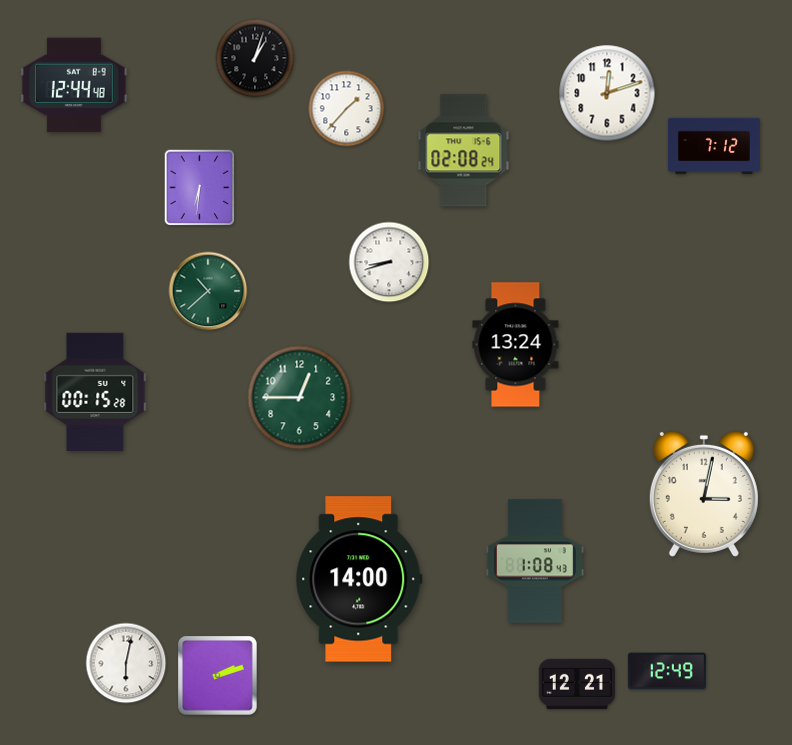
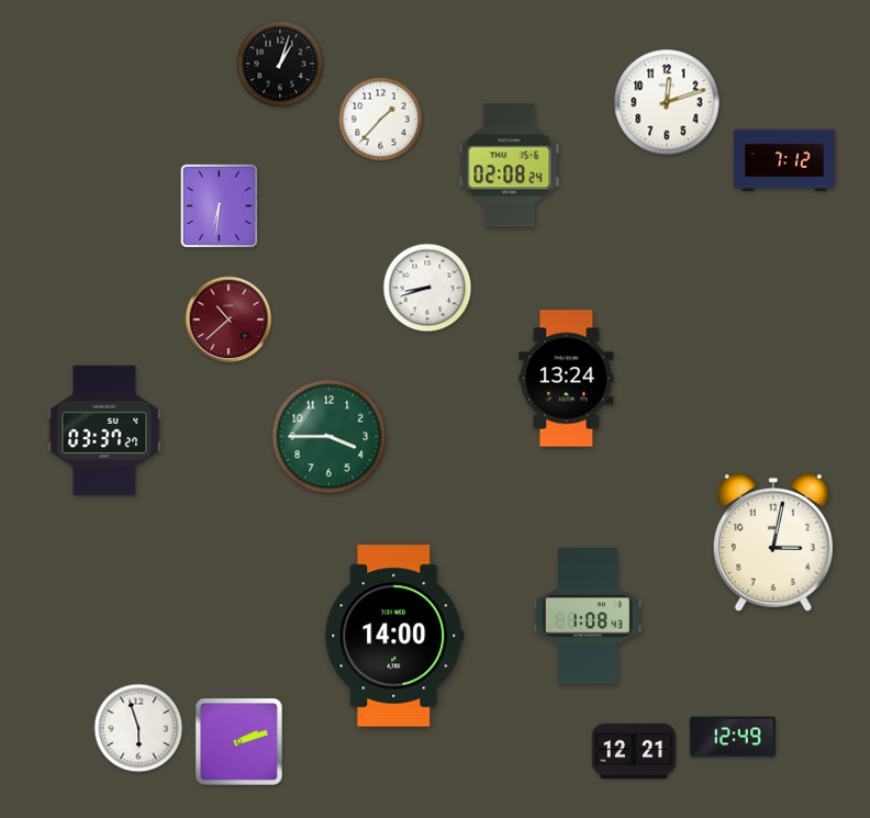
clock at (75, 85): 12:44 -> none
clock at (208, 291) dial: green -> burgundy
clock at (95, 391): 00:15 -> 03:37
clock at (300, 398): 12:45 -> 3:45
clock at (126, 663): 6:02 -> 5:57
